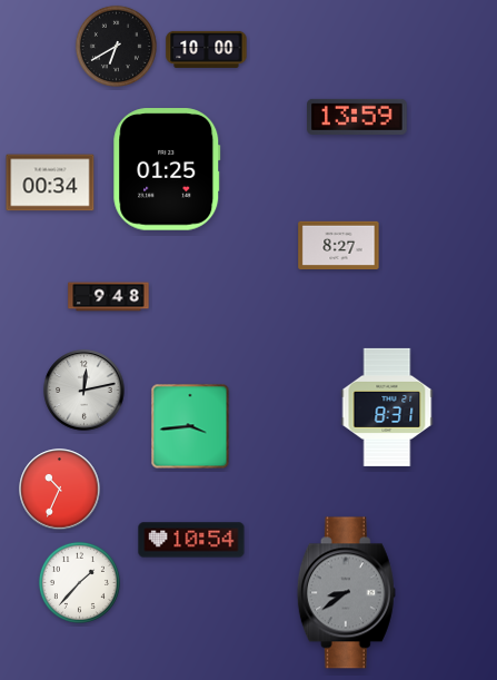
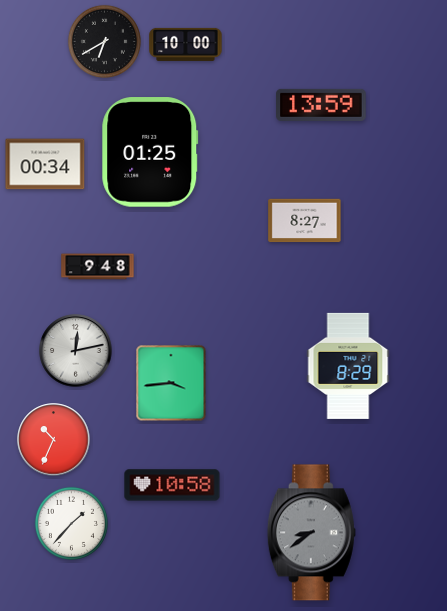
clock at (387, 407): 8:31 -> 8:29
clock at (191, 540): 10:54 -> 10:58
